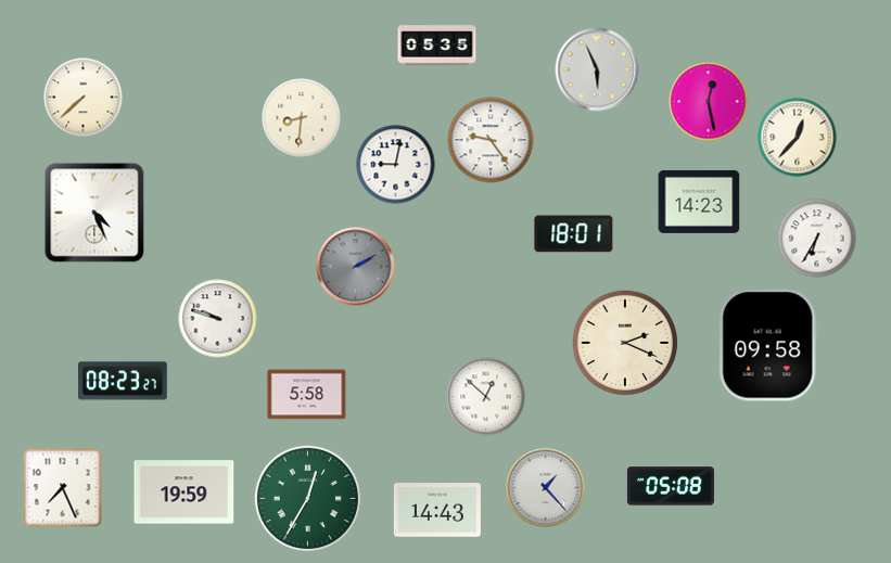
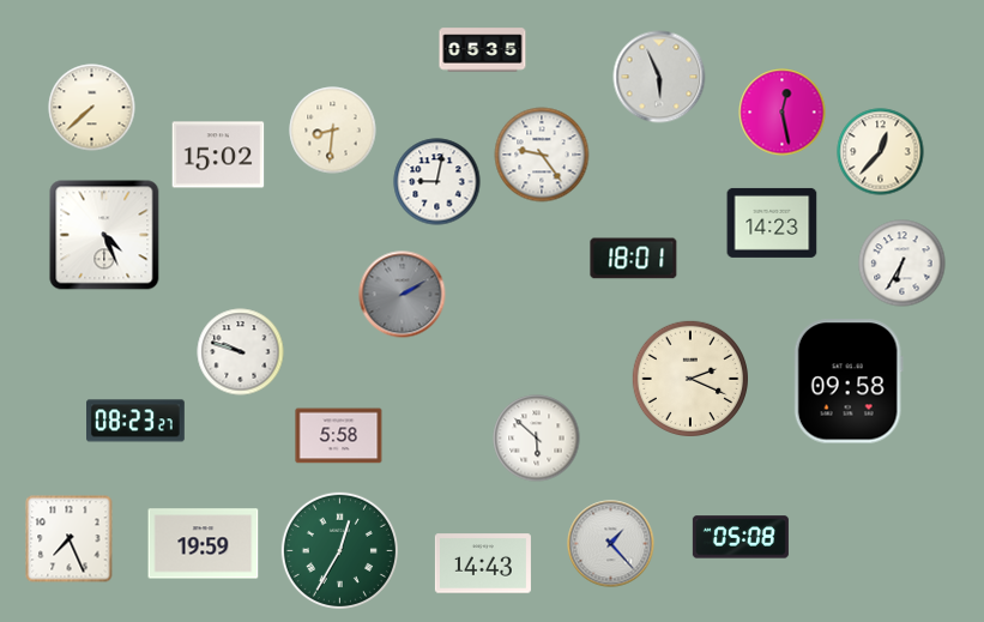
clock at (218, 155): none -> 15:02
clock at (356, 267) position: (356, 267) -> (403, 295)
clock at (486, 397): 12:52 -> 5:52
clock at (546, 488) position: (546, 488) -> (611, 544)
